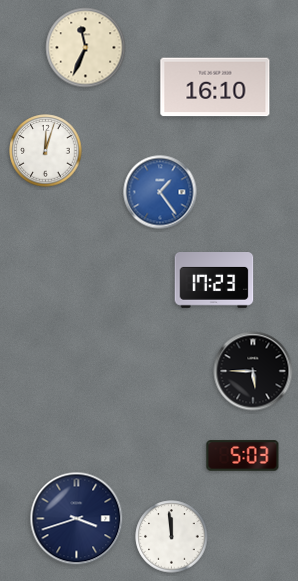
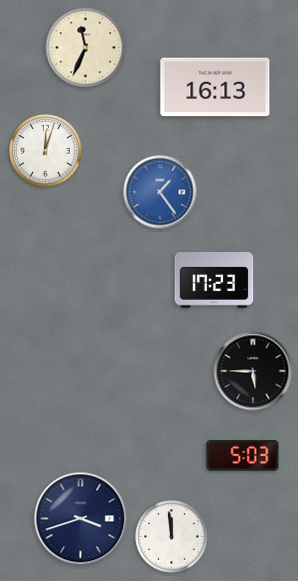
clock at (215, 87): 16:10 -> 16:13
clock at (77, 519) position: (77, 519) -> (81, 519)
